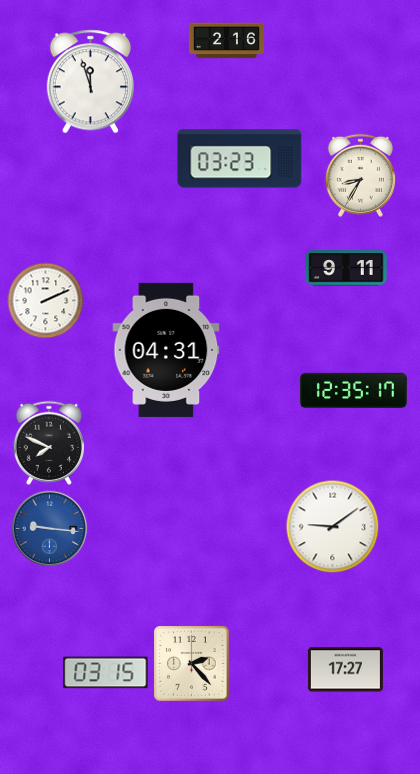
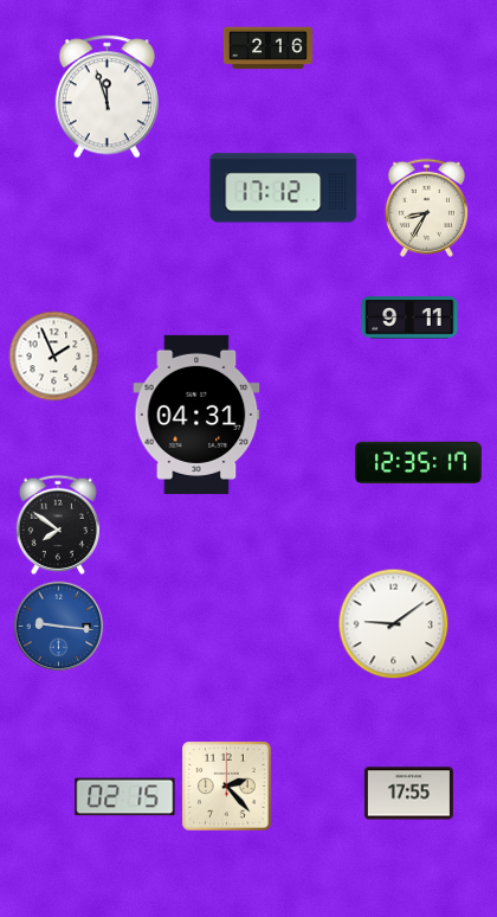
clock at (240, 159): 03:23 -> 17:12
clock at (46, 301): 2:11 -> 1:56
clock at (48, 443): 7:49 -> 7:51
clock at (345, 670): 17:27 -> 17:55
clock at (106, 673): 03:15 -> 02:15
